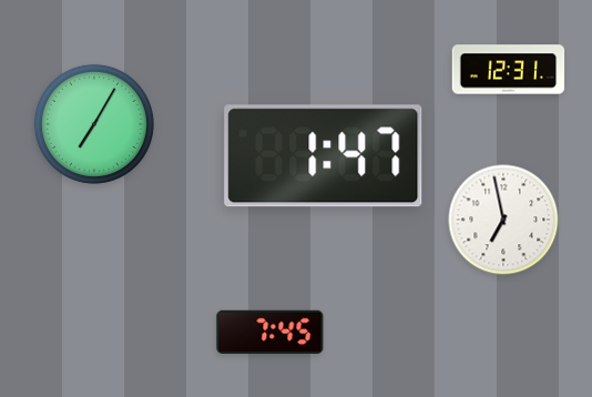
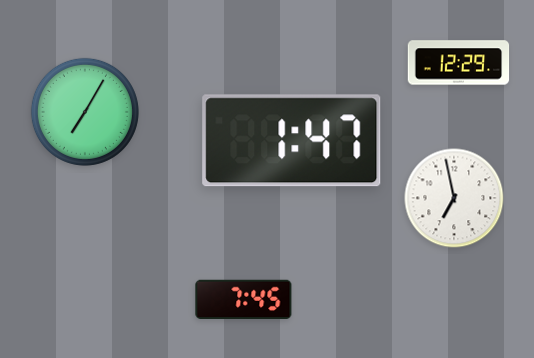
clock at (509, 70): 12:31 -> 12:29
